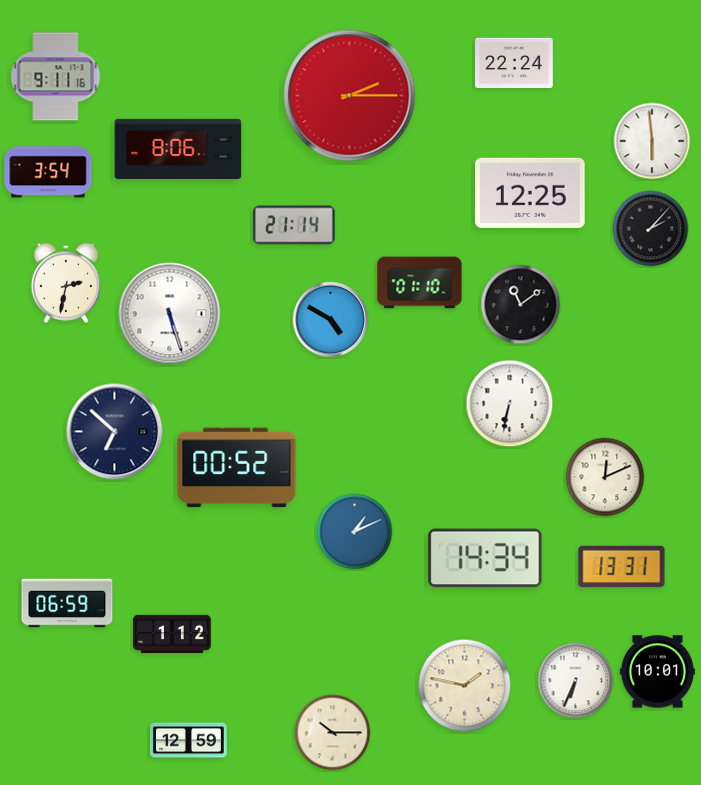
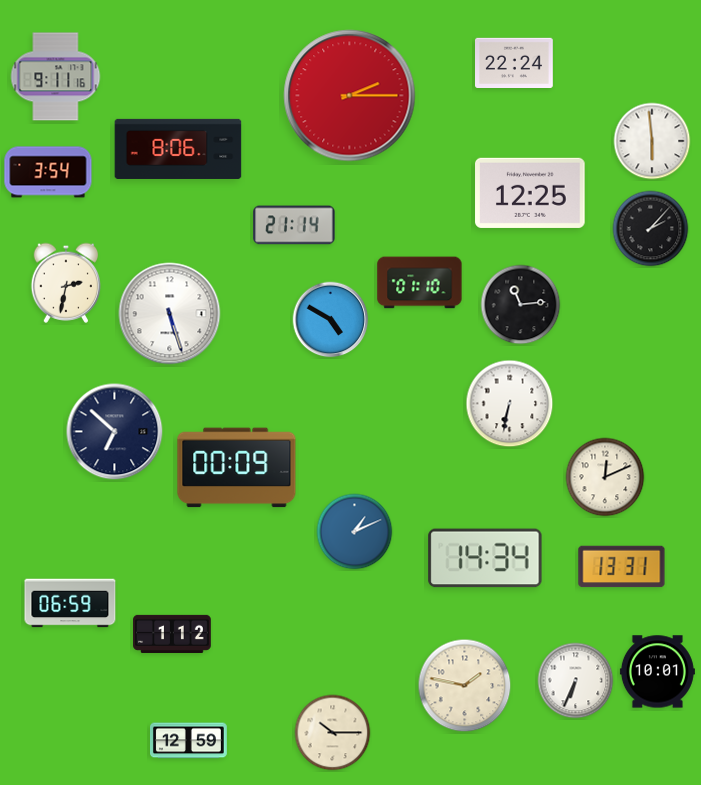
clock at (521, 305): 11:09 -> 11:14
clock at (237, 468): 00:52 -> 00:09
clock at (67, 603) position: (67, 603) -> (70, 603)
